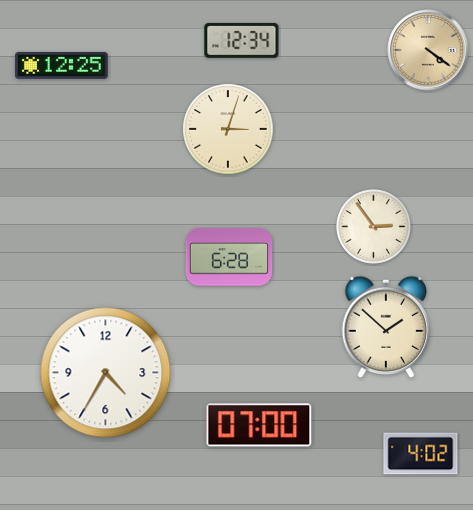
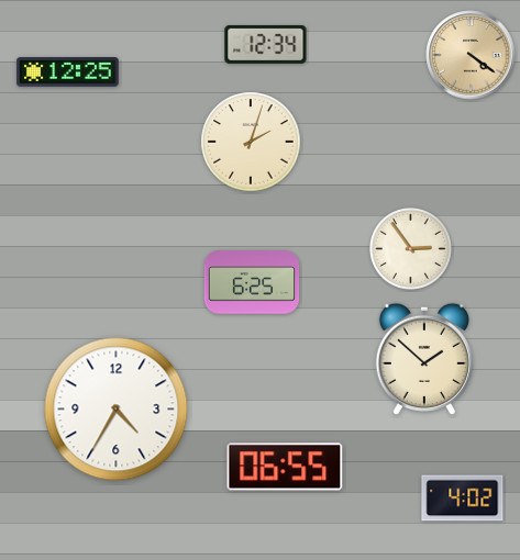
clock at (228, 129): 3:03 -> 2:03
clock at (229, 257): 6:28 -> 6:25
clock at (259, 425): 07:00 -> 06:55
